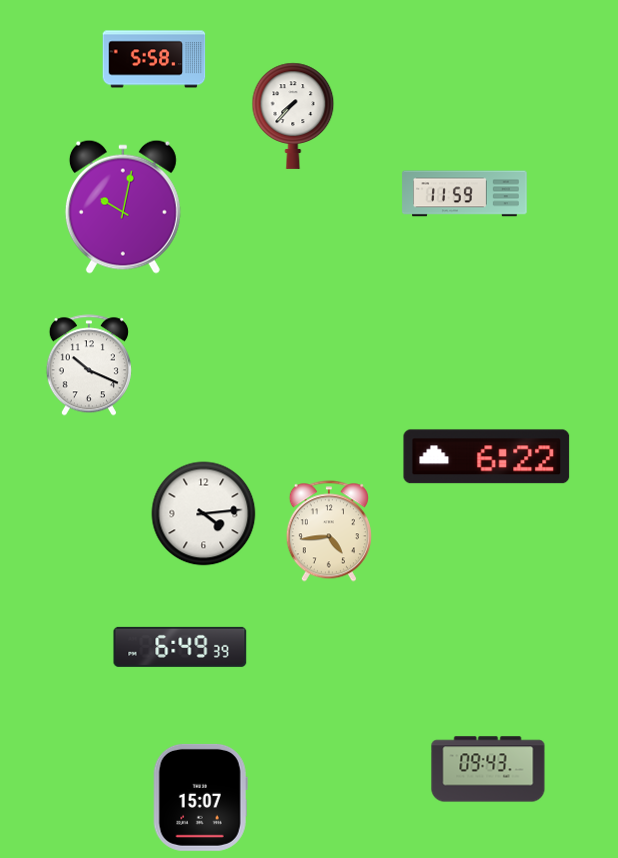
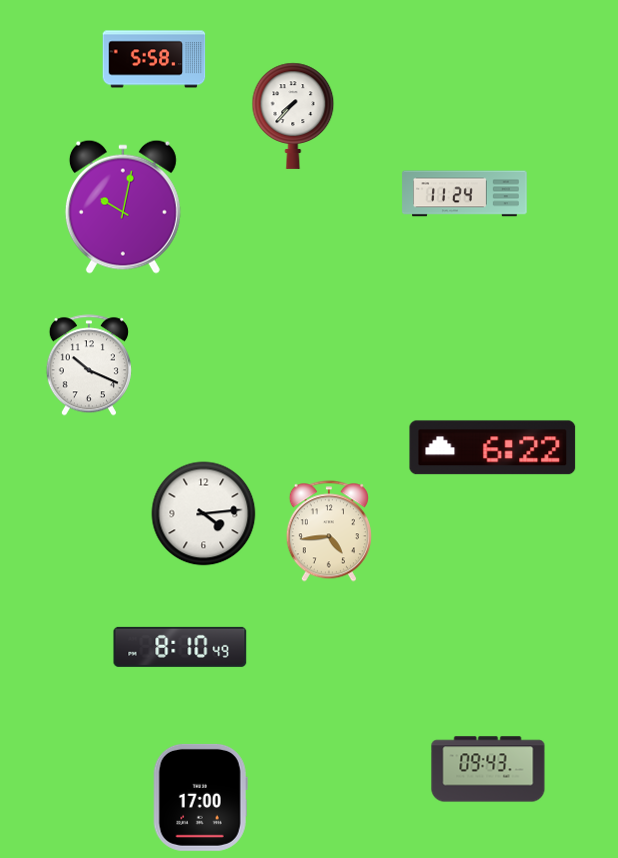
clock at (465, 194): 11:59 -> 11:24
clock at (487, 457) position: (487, 457) -> (493, 448)
clock at (180, 647): 6:49 -> 8:10
clock at (200, 797): 15:07 -> 17:00
